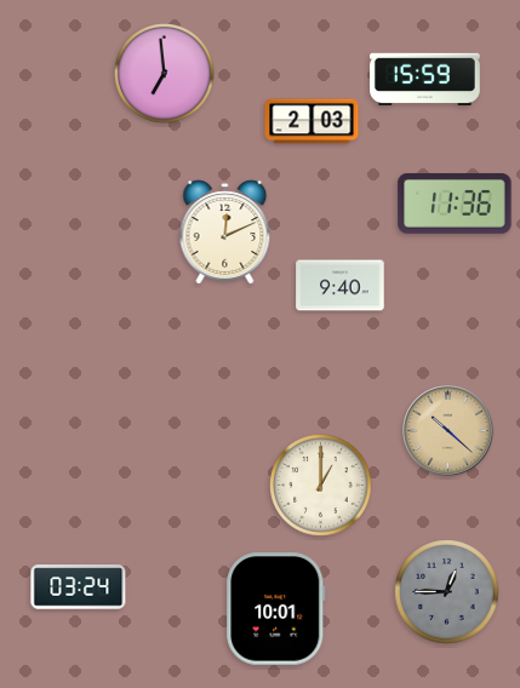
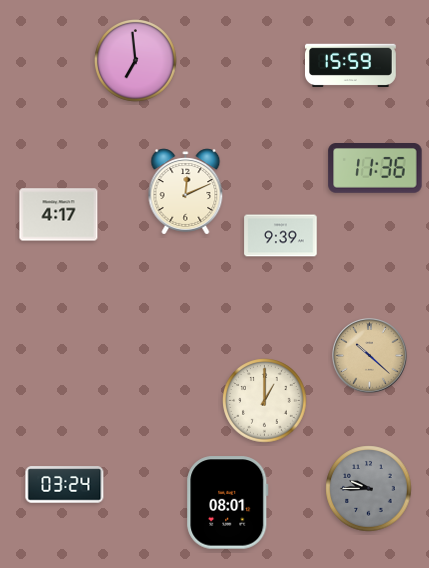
clock at (312, 121): 2:03 -> none
clock at (59, 215): none -> 4:17
clock at (341, 286): 9:40 -> 9:39
clock at (447, 592): 12:45 -> 9:45
clock at (276, 609): 10:01 -> 08:01
